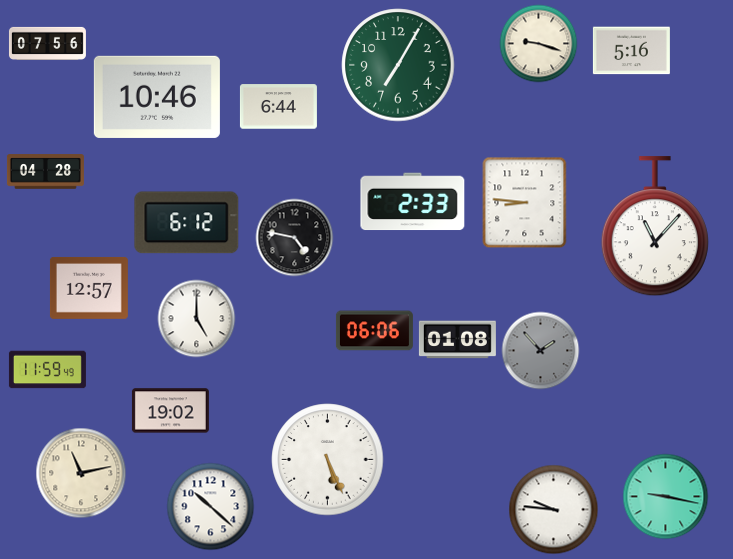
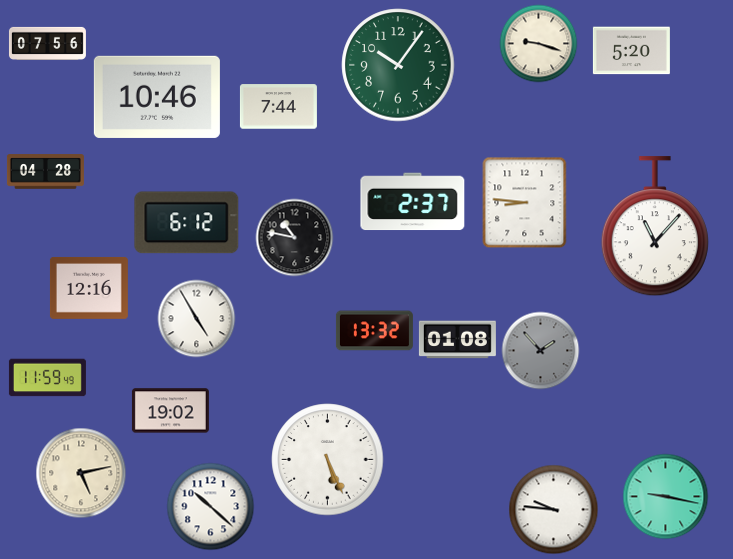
clock at (631, 51): 5:16 -> 5:20
clock at (398, 65): 7:05 -> 10:06
clock at (278, 107): 6:44 -> 7:44
clock at (413, 202): 2:33 -> 2:37
clock at (294, 237): 4:47 -> 10:47
clock at (89, 288): 12:57 -> 12:16
clock at (196, 318): 5:00 -> 4:55
clock at (374, 331): 06:06 -> 13:32
clock at (47, 370) position: (47, 370) -> (47, 378)
clock at (81, 473): 11:13 -> 5:13
